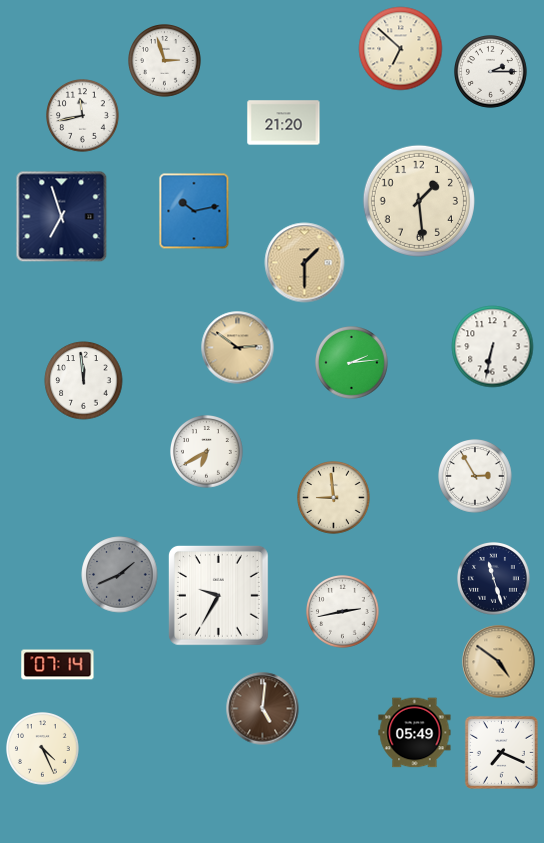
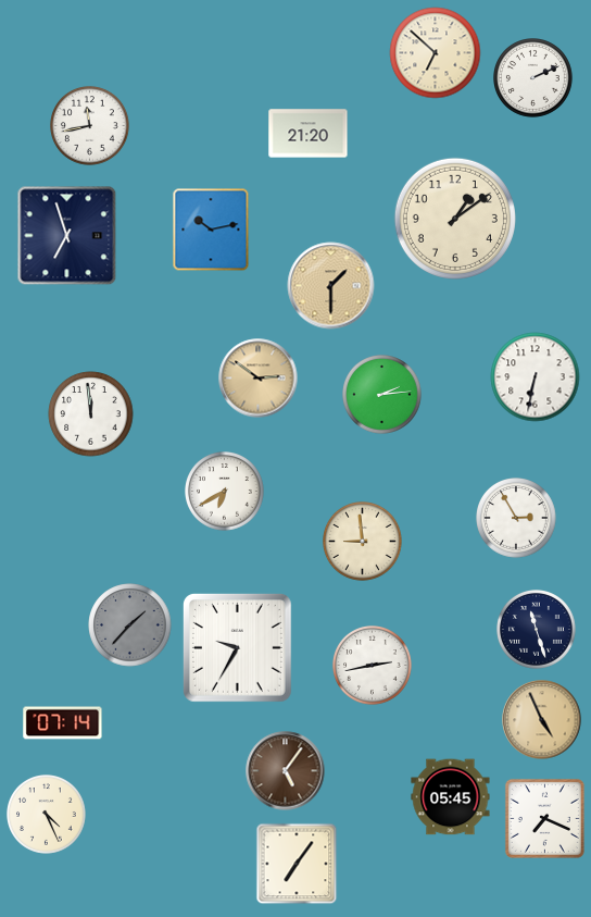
clock at (165, 61): 2:57 -> none
clock at (491, 72): 2:15 -> 2:11
clock at (419, 201): 1:29 -> 1:09
clock at (120, 575): 1:41 -> 1:37
clock at (499, 662): 4:51 -> 4:56
clock at (263, 709): 5:01 -> 5:06
clock at (415, 733): 05:49 -> 05:45
clock at (297, 864): none -> 7:06
